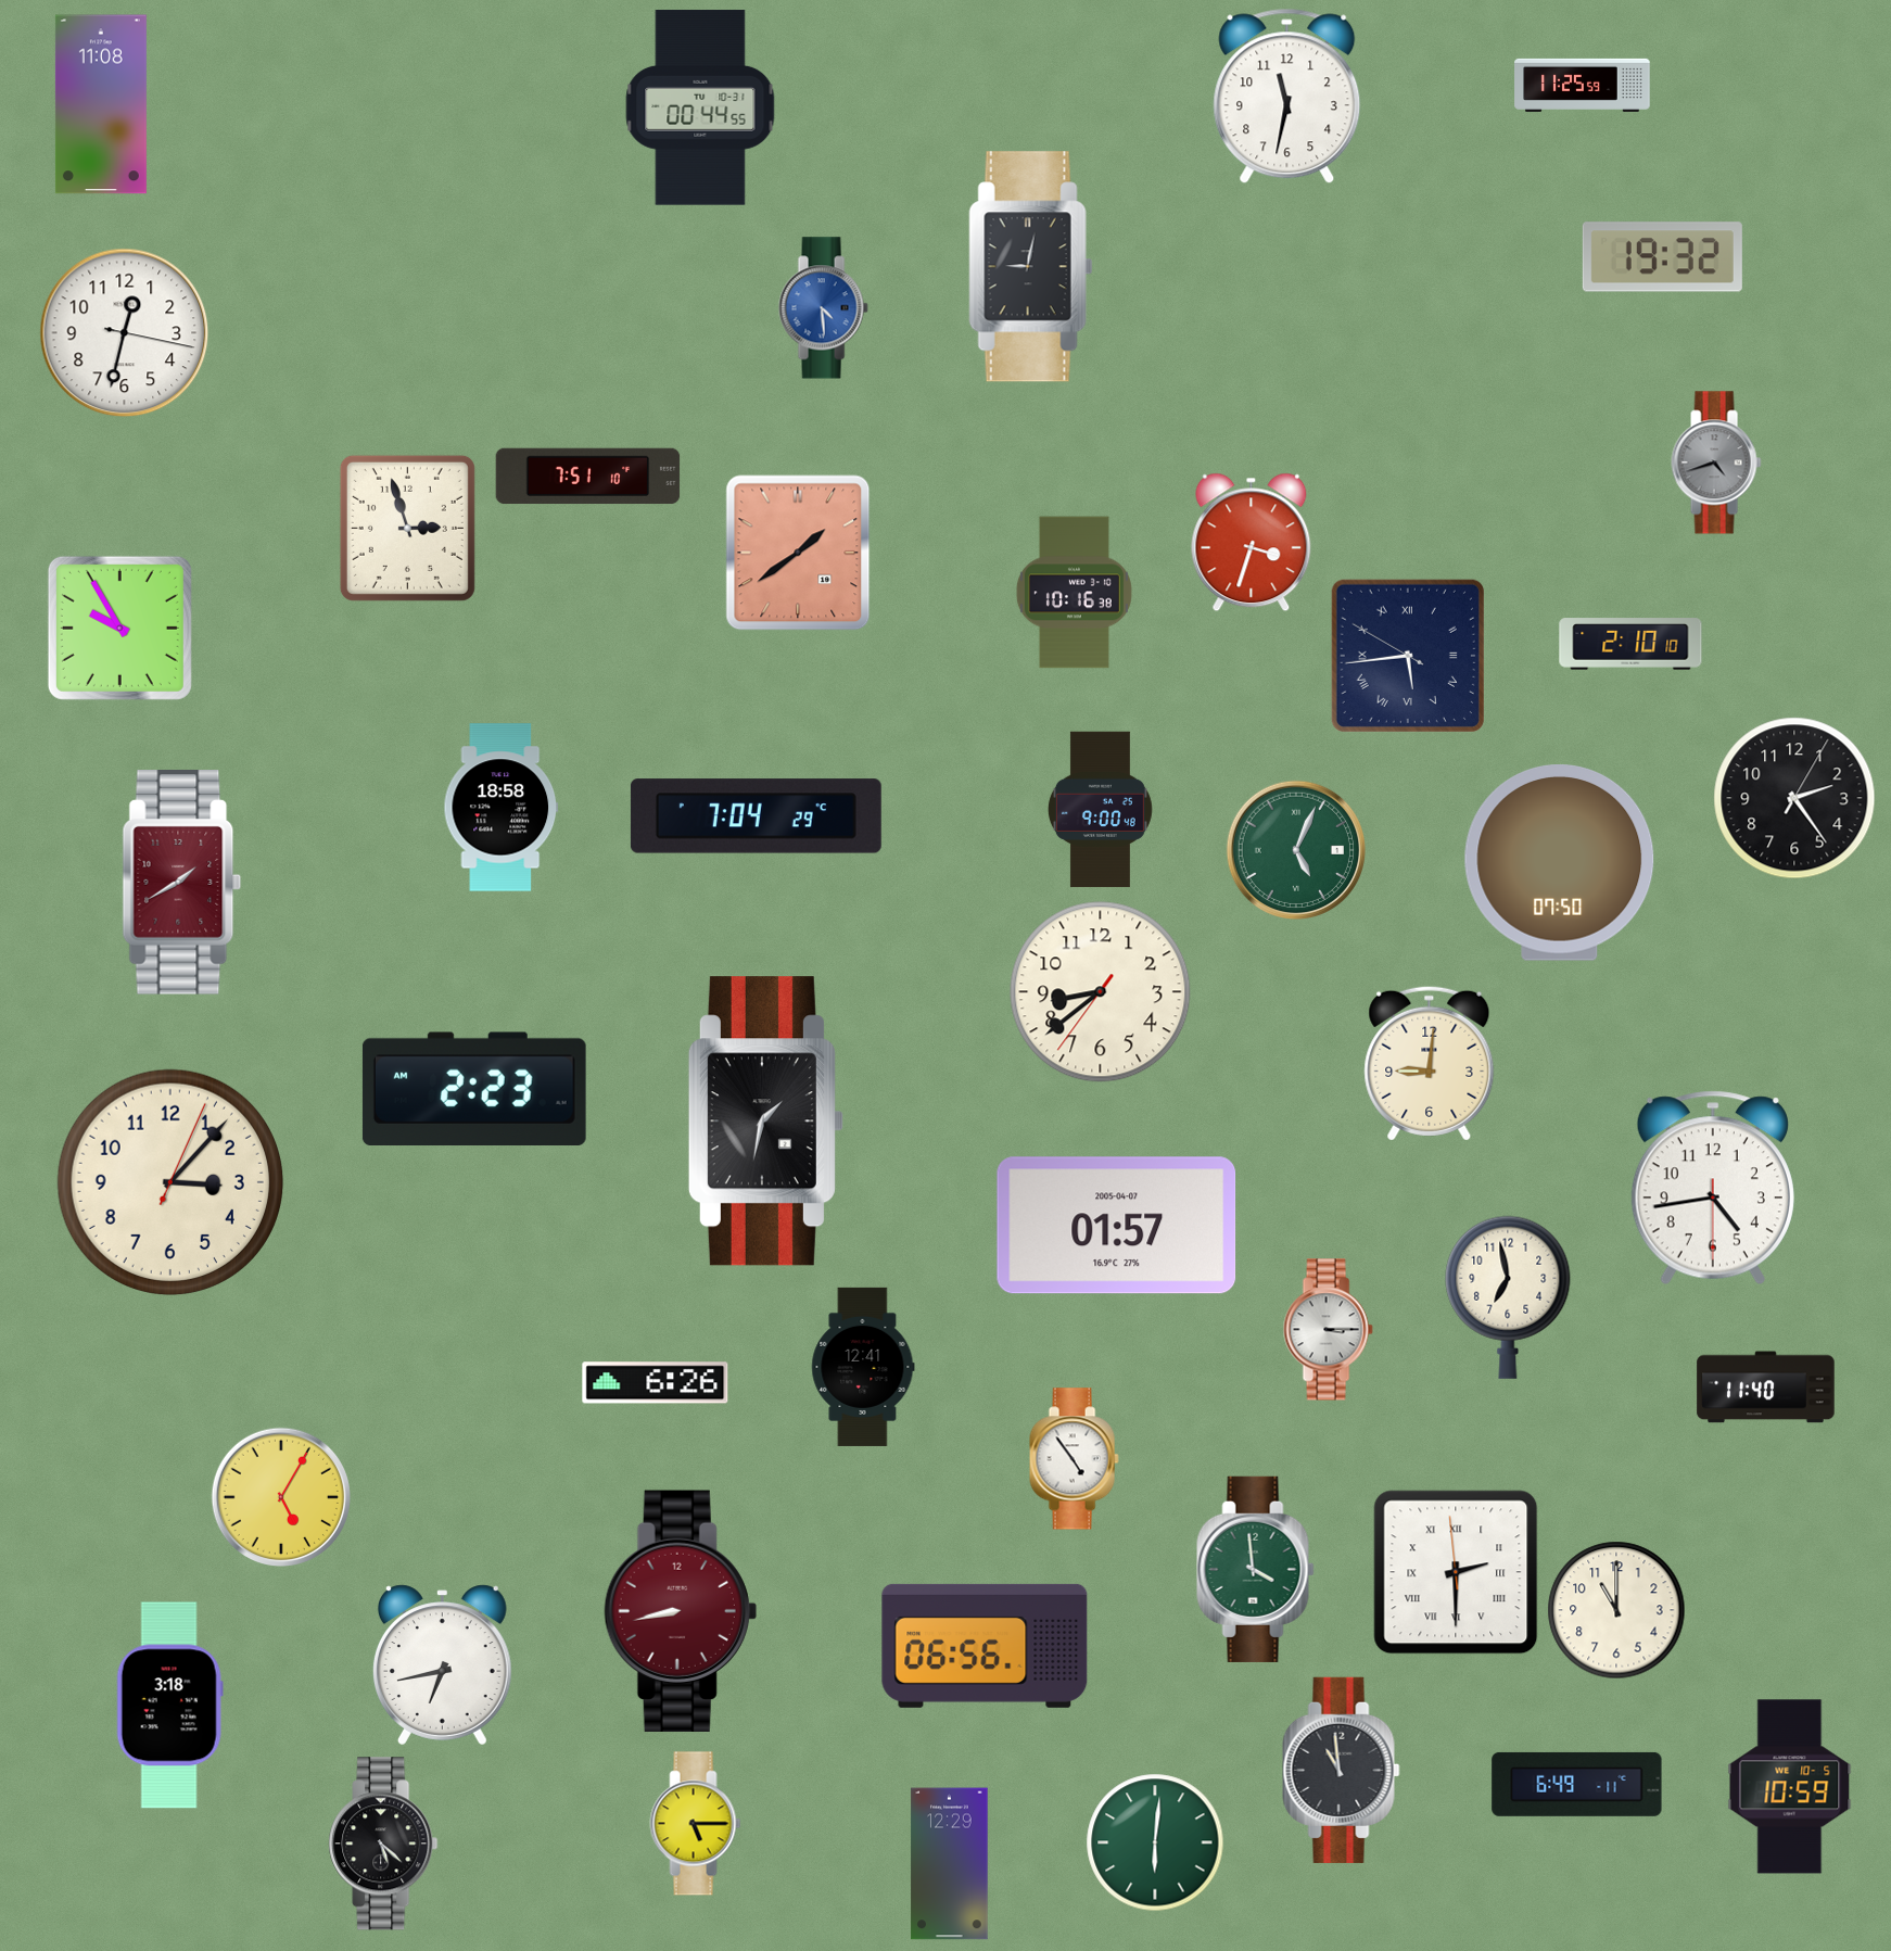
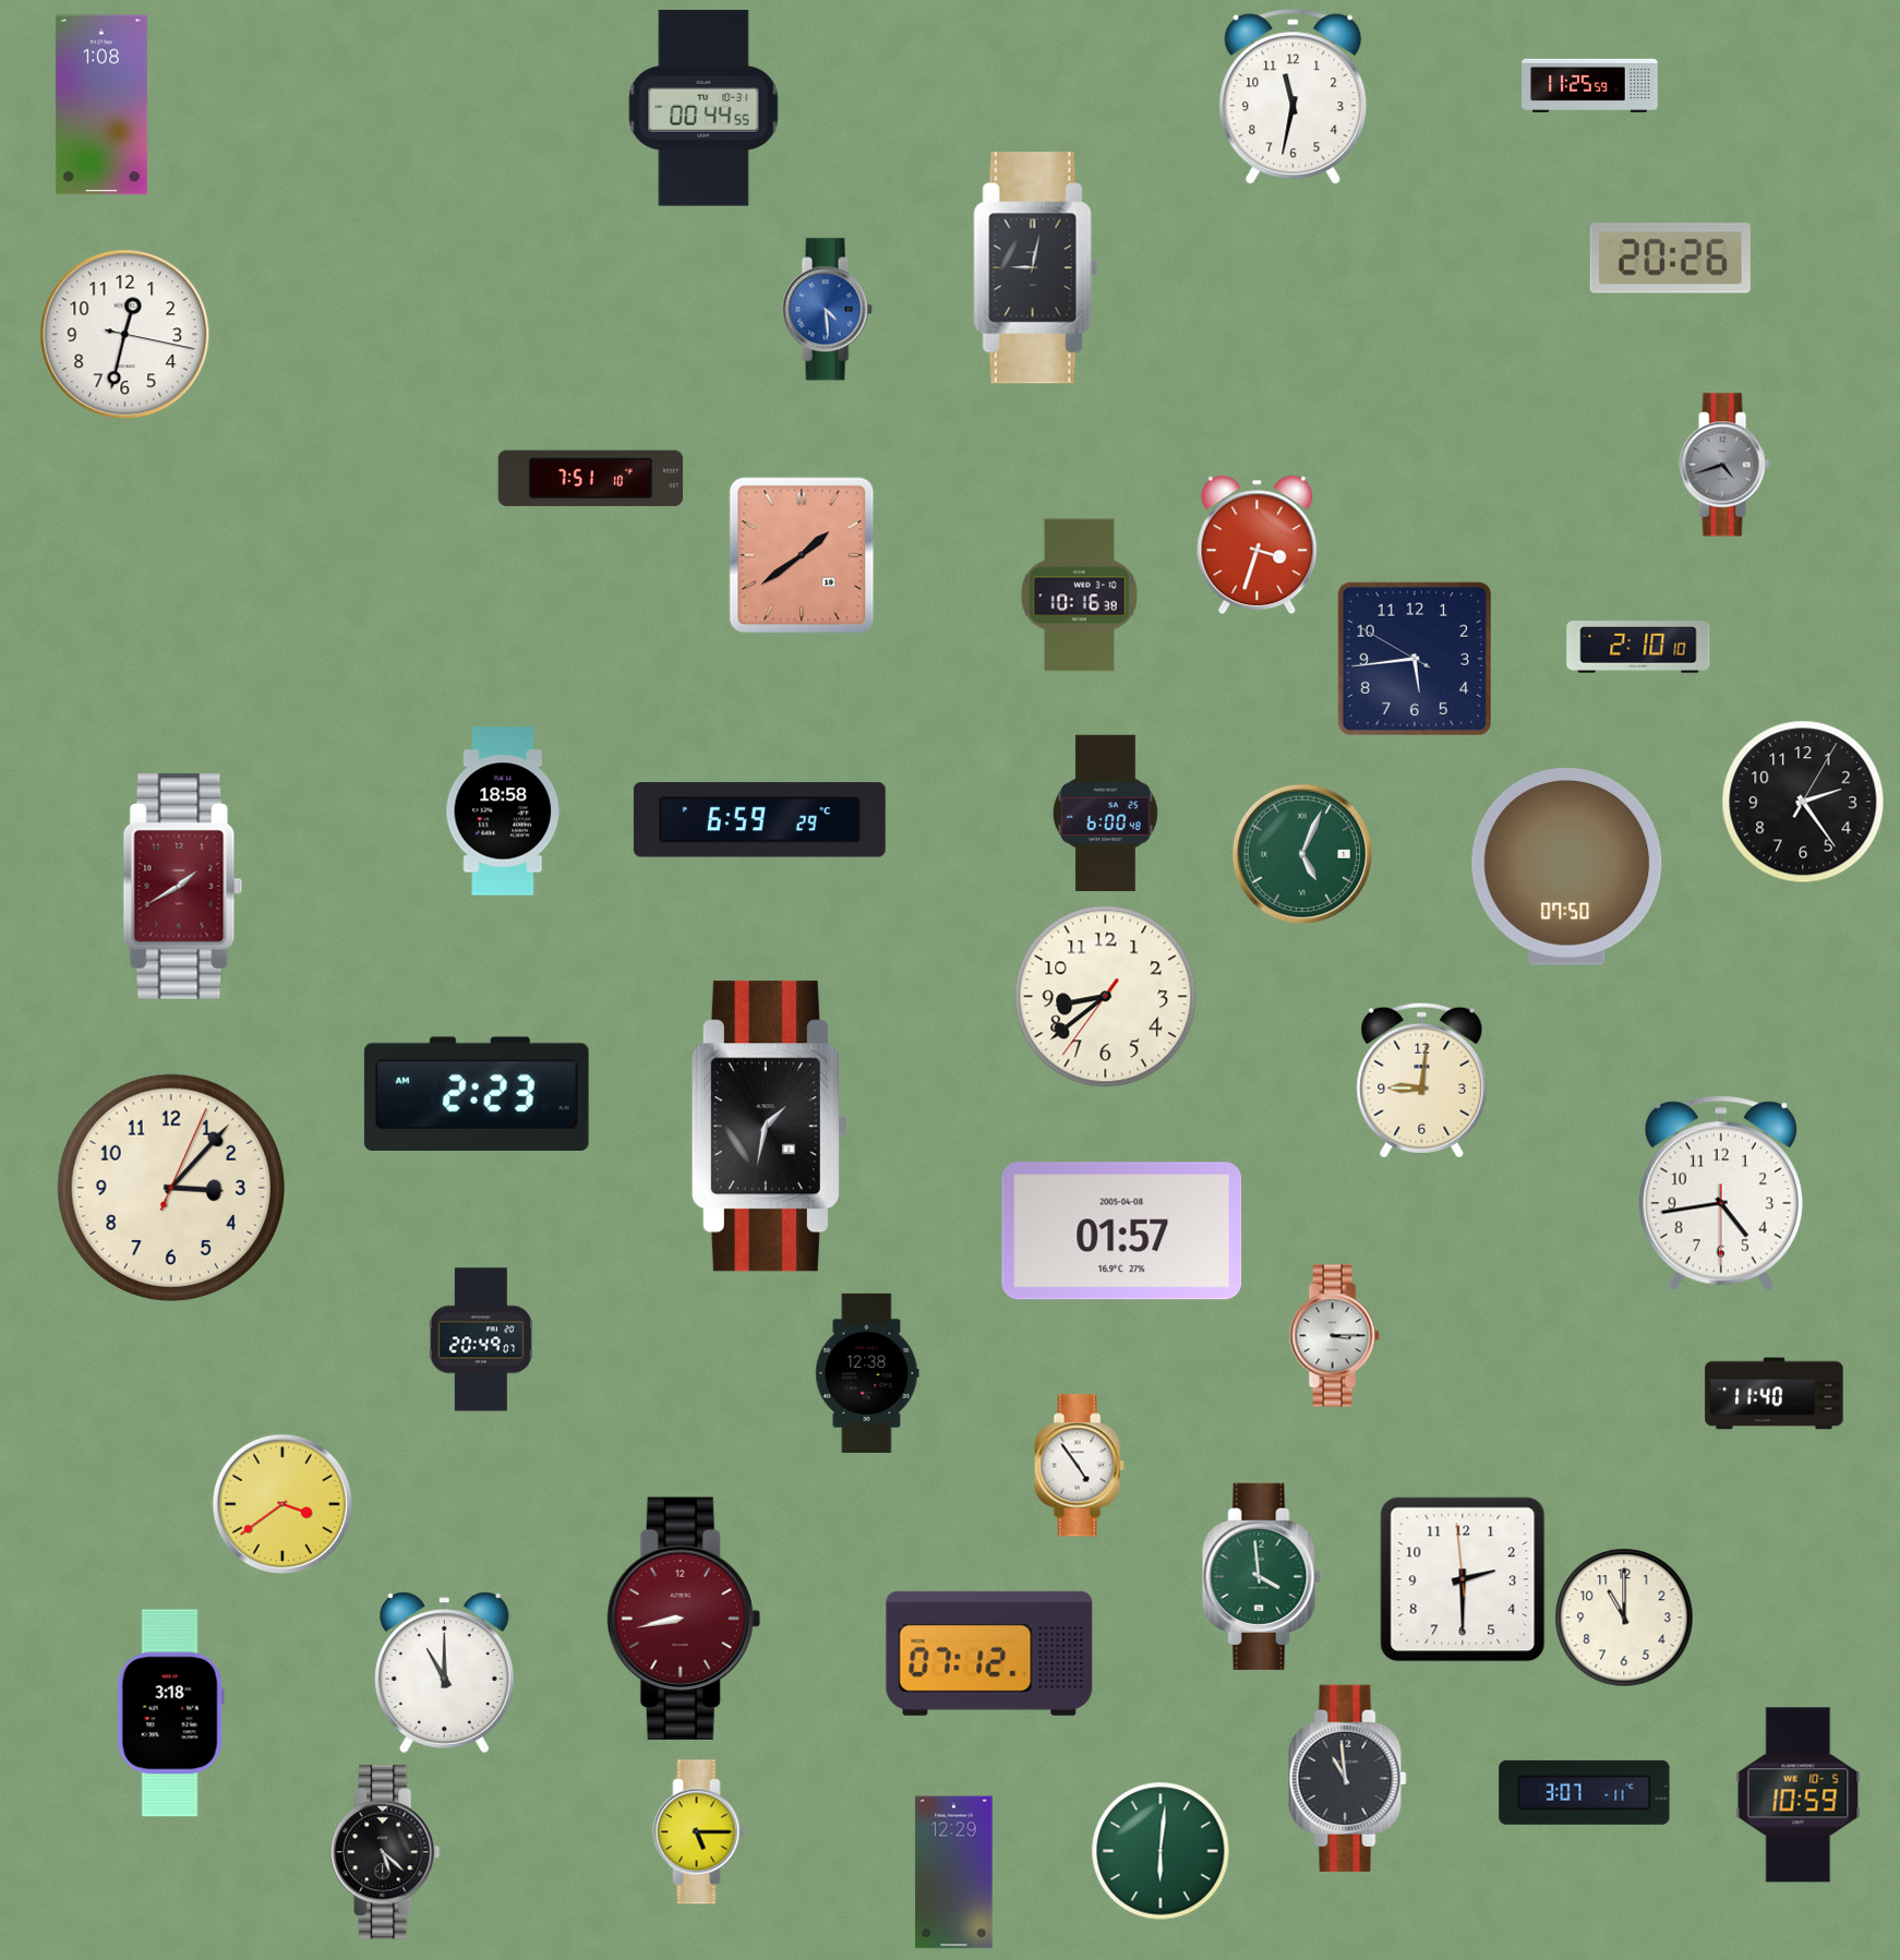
clock at (101, 104): 11:08 -> 1:08
clock at (1662, 257): 19:32 -> 20:26
clock at (407, 528): 2:57 -> none
clock at (119, 628): 9:55 -> none
clock at (1408, 656) numerals: Roman -> Arabic
clock at (1100, 810): 9:00 -> 6:00
clock at (756, 816): 7:04 -> 6:59
clock at (1430, 1063) position: (1430, 1063) -> (1422, 1080)
clock at (1117, 1226) date: 2005-04-07 -> 2005-04-08
clock at (1508, 1297): 6:58 -> none
clock at (481, 1339): none -> 20:49
clock at (863, 1367): 12:41 -> 12:38
clock at (656, 1383): 6:26 -> none
clock at (280, 1496): 5:05 -> 3:39
clock at (1456, 1572) numerals: Roman -> Arabic
clock at (985, 1646): 06:56 -> 07:12
clock at (442, 1665): 6:43 -> 11:00
clock at (1577, 1784): 6:49 -> 3:07
